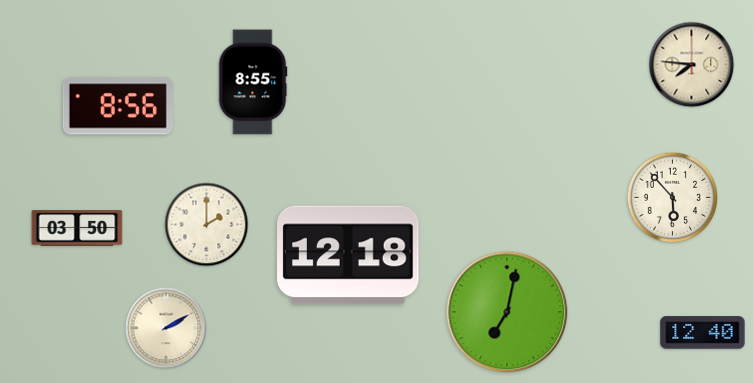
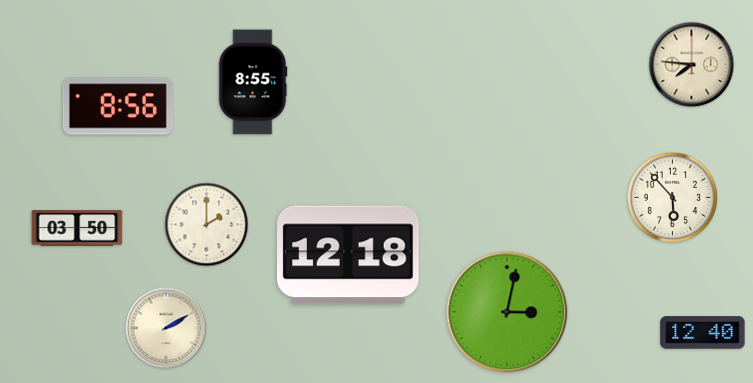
clock at (507, 312): 7:02 -> 3:02
